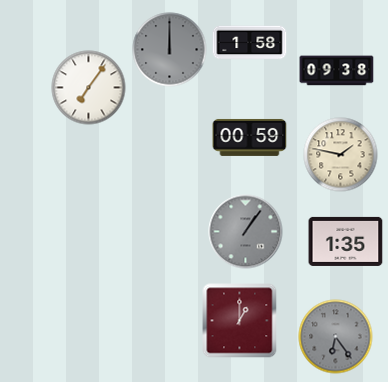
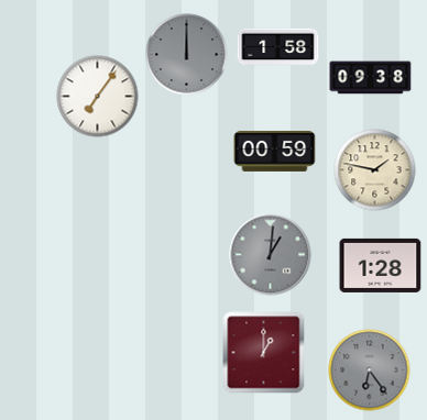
clock at (250, 43) position: (250, 43) -> (278, 47)
clock at (246, 232): 1:06 -> 1:01
clock at (346, 241): 1:35 -> 1:28
